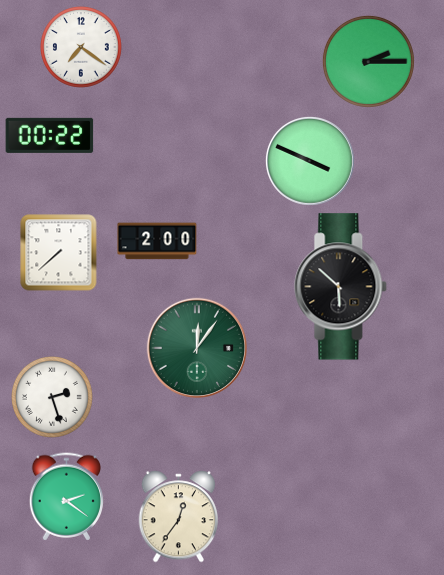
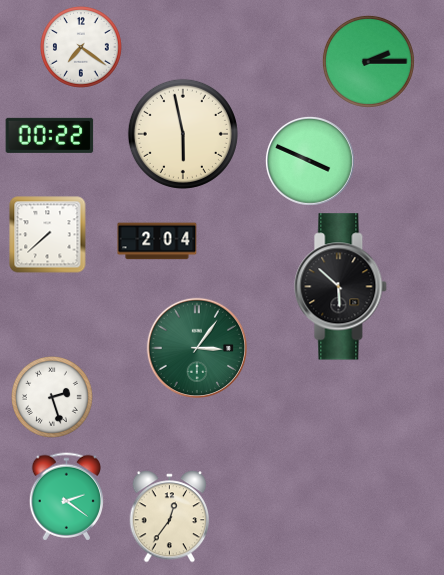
clock at (183, 134): none -> 5:58
clock at (157, 241): 2:00 -> 2:04
clock at (59, 253) position: (59, 253) -> (48, 235)
clock at (196, 347): 12:06 -> 3:06
clock at (179, 517) position: (179, 517) -> (170, 517)
